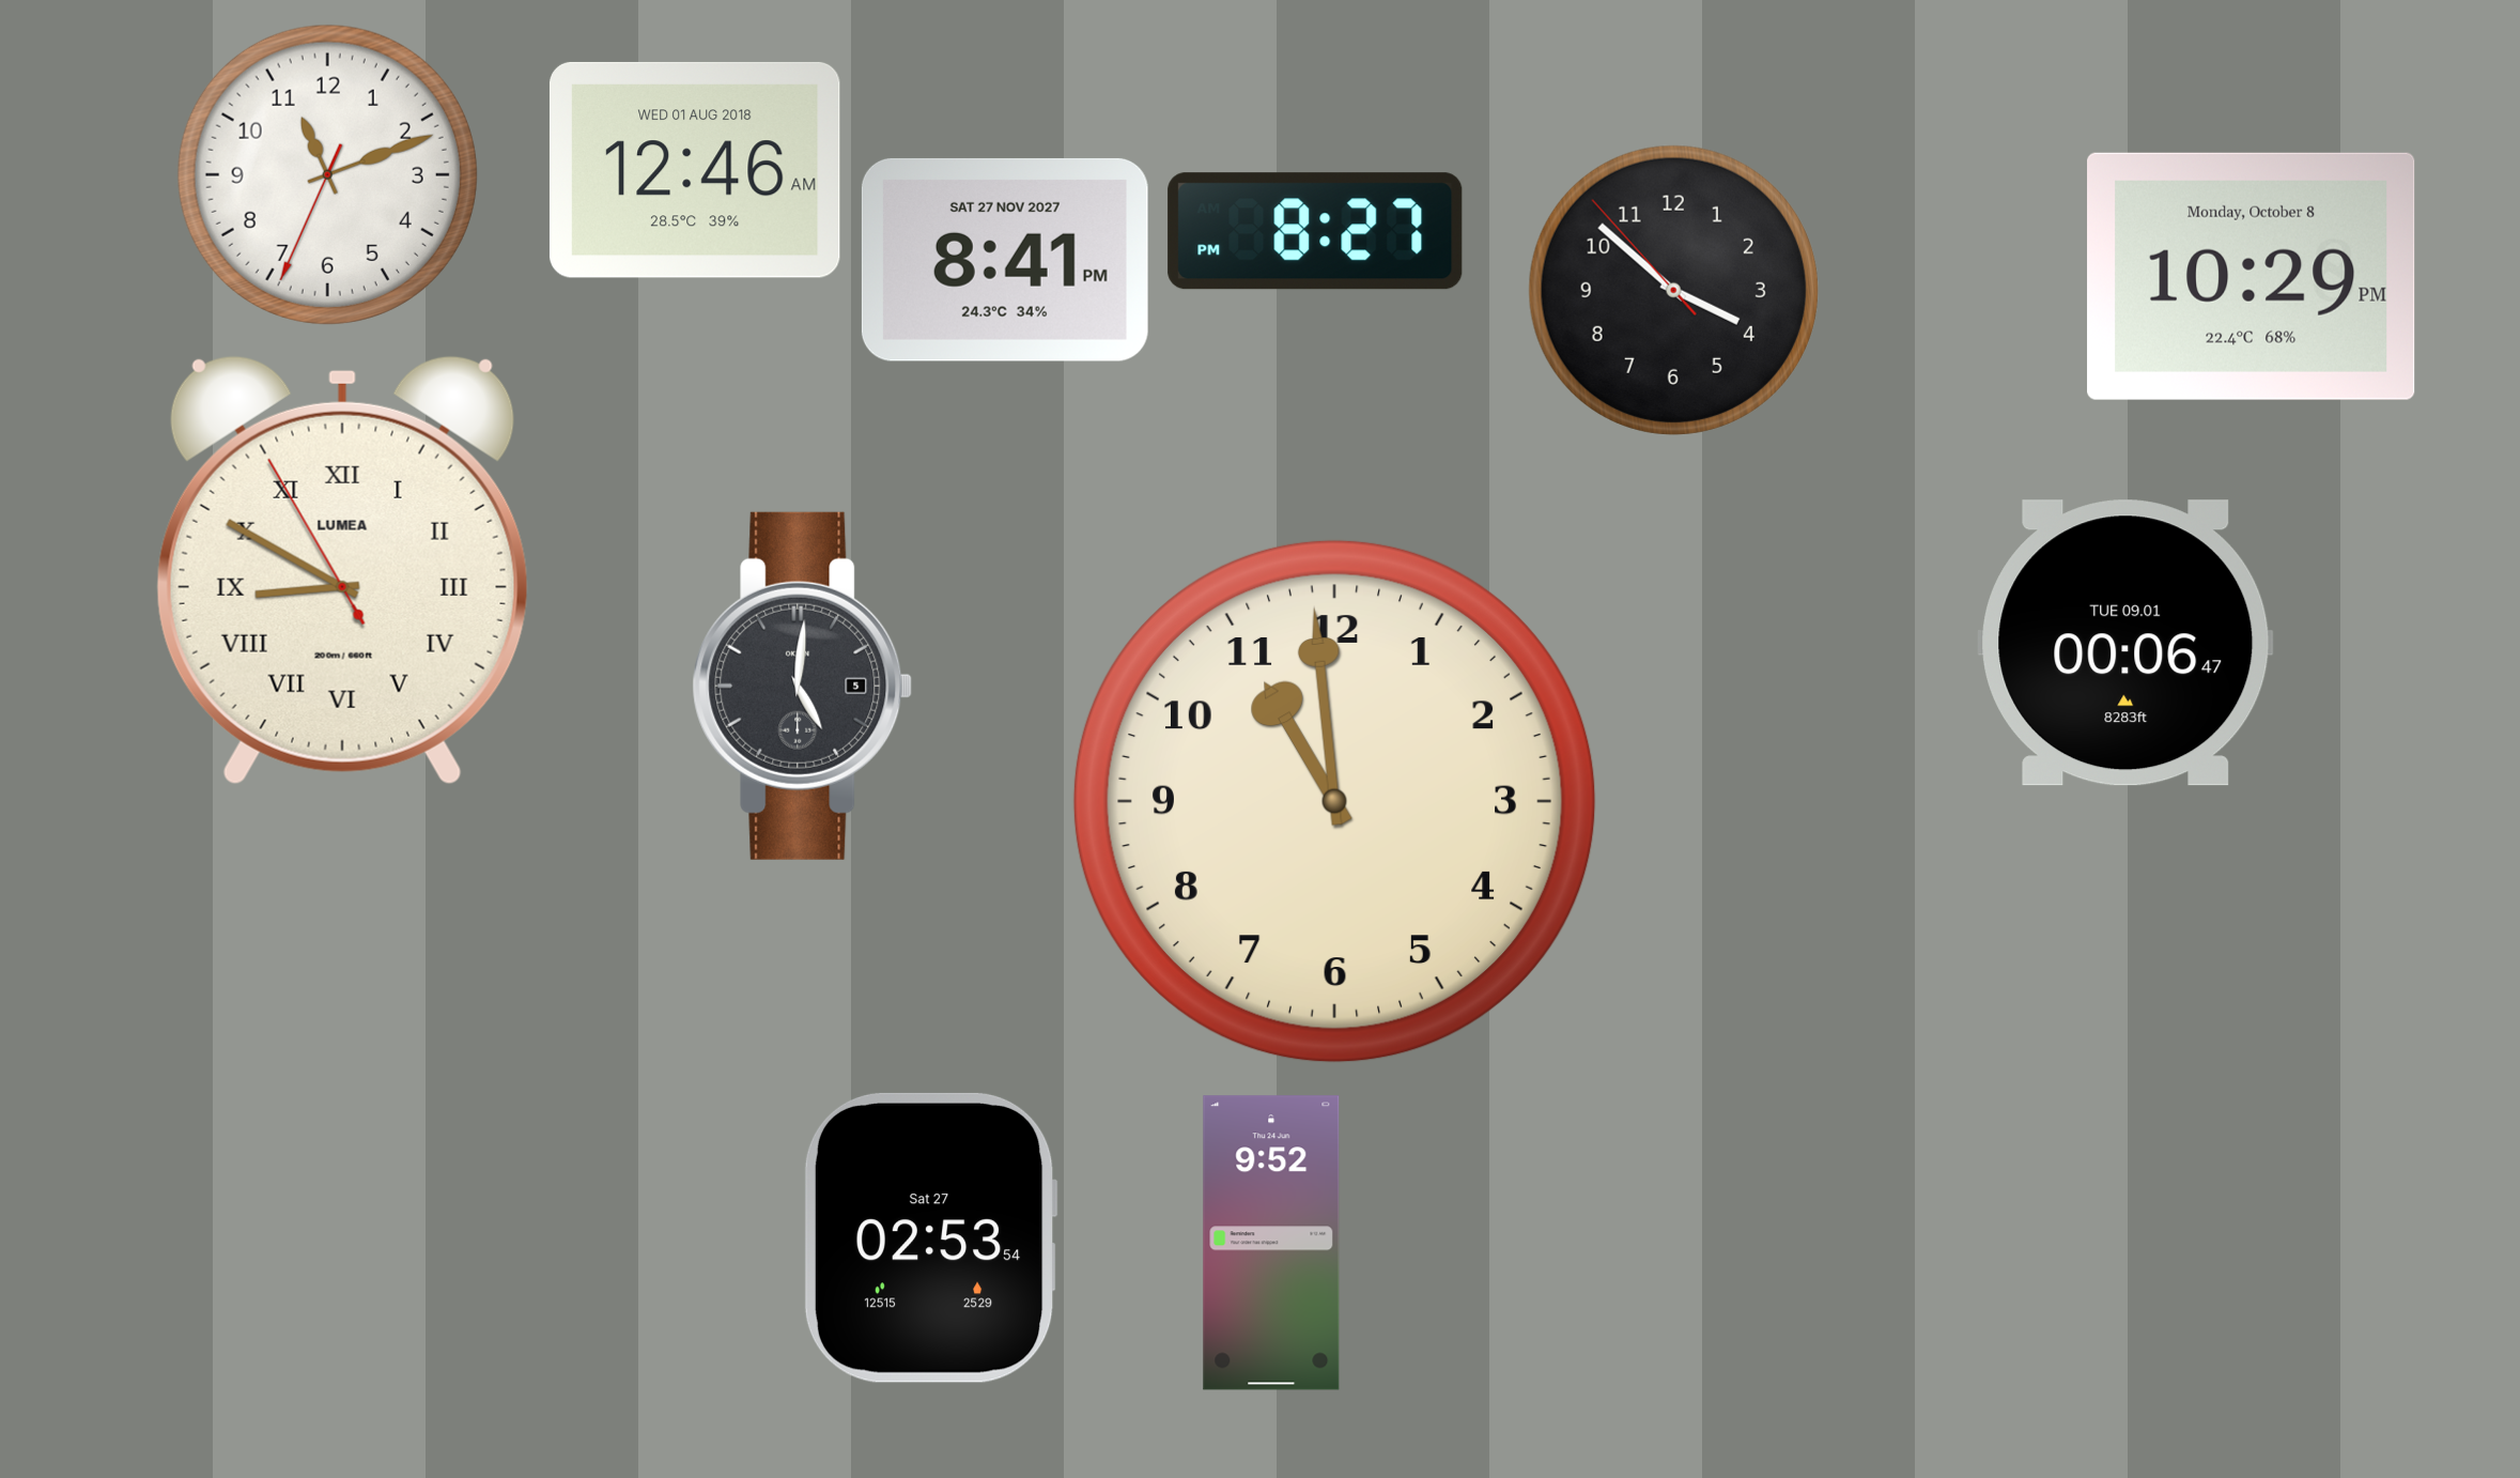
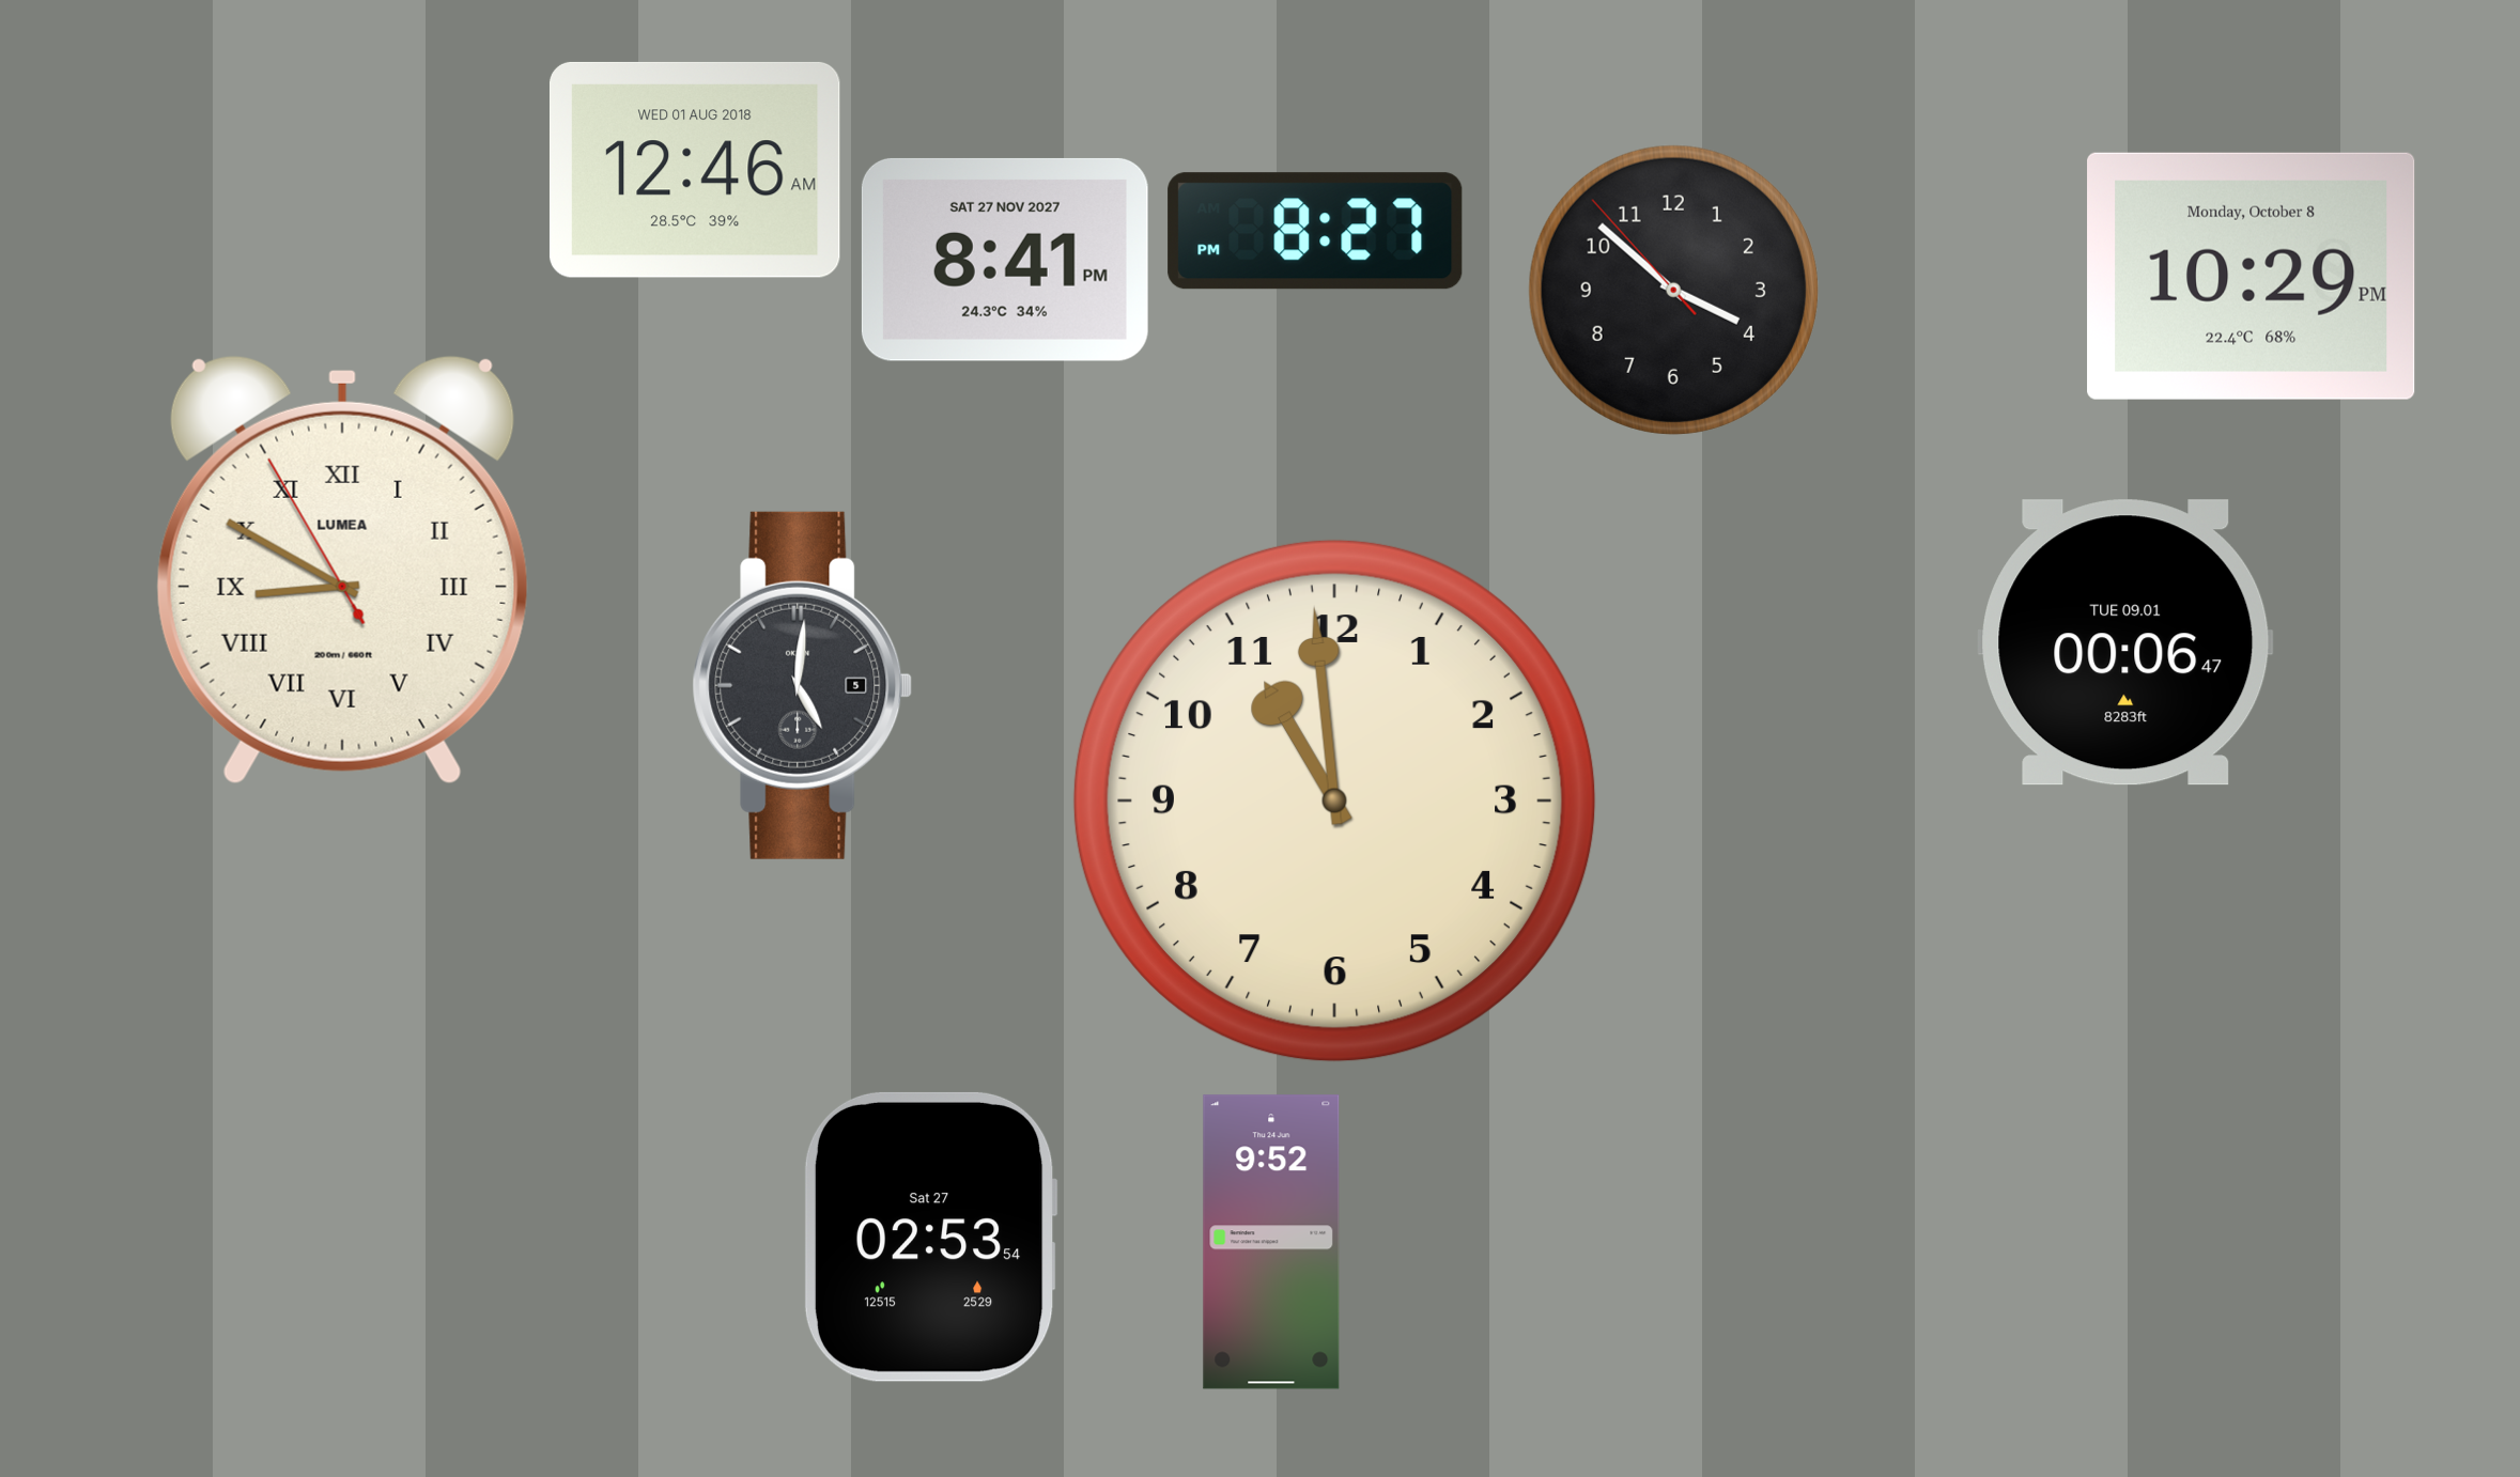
clock at (327, 174): 11:11 -> none
